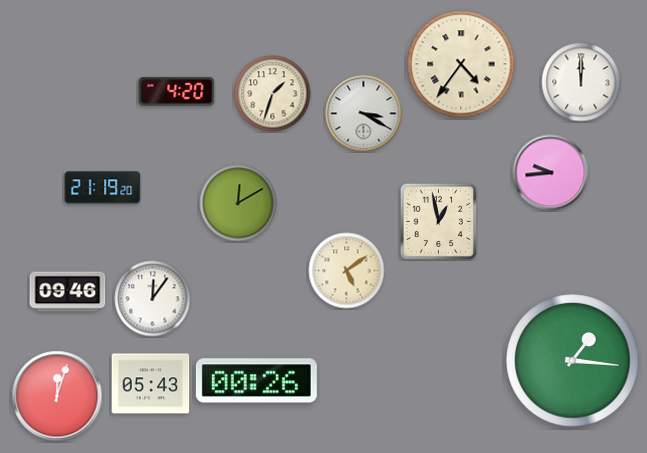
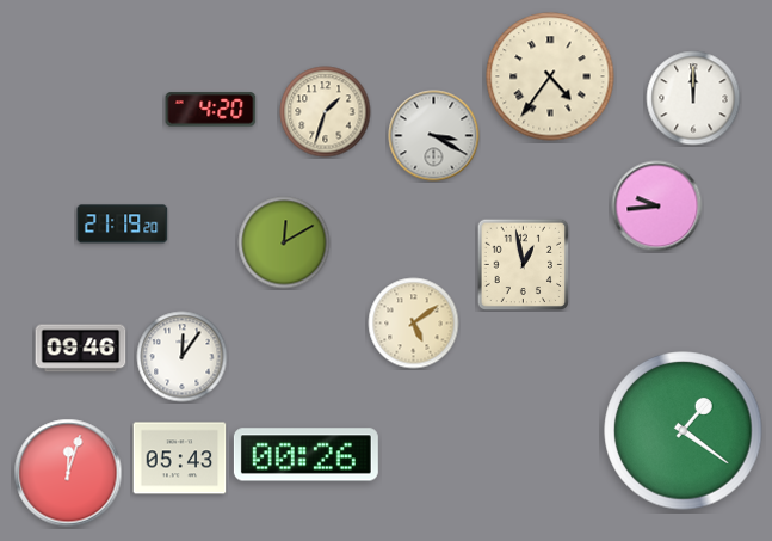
clock at (573, 361): 1:16 -> 1:21
